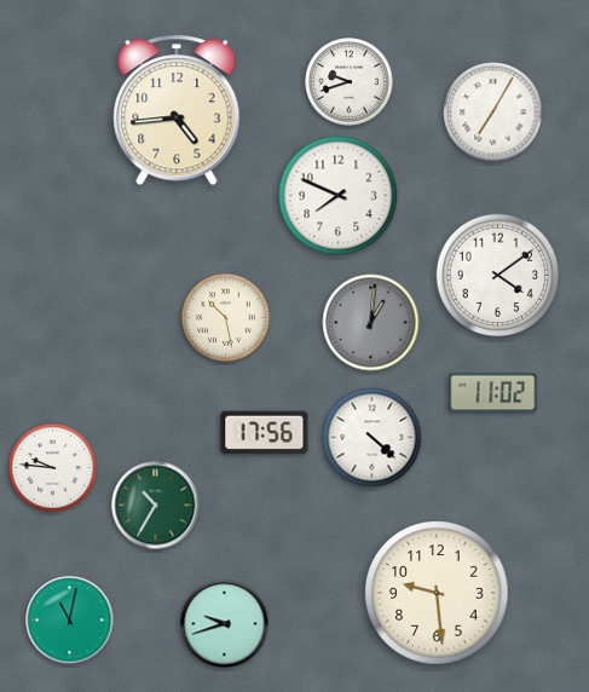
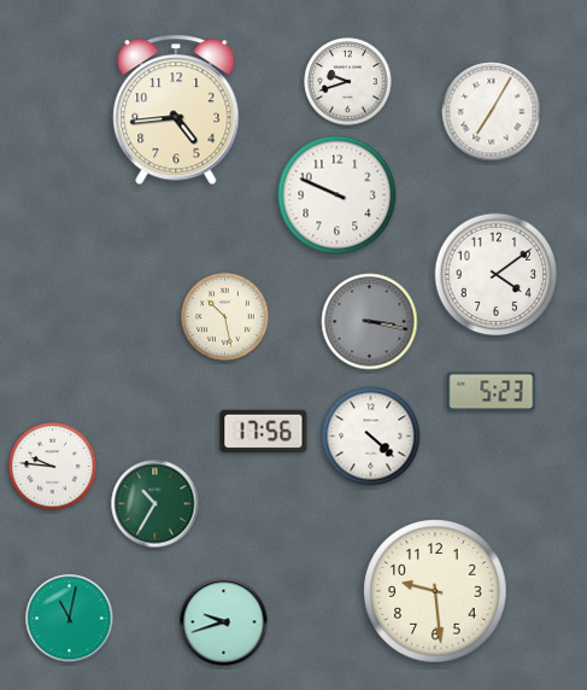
clock at (339, 196): 7:49 -> 9:49
clock at (371, 323): 1:01 -> 3:17
clock at (493, 393): 11:02 -> 5:23
